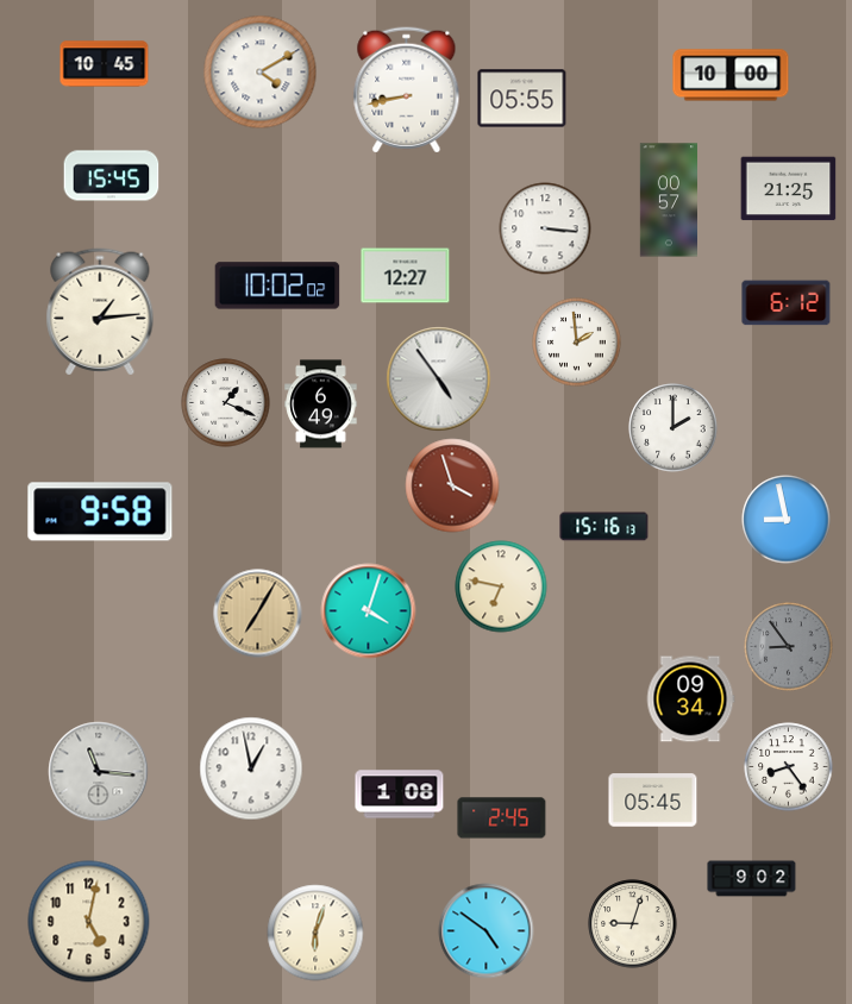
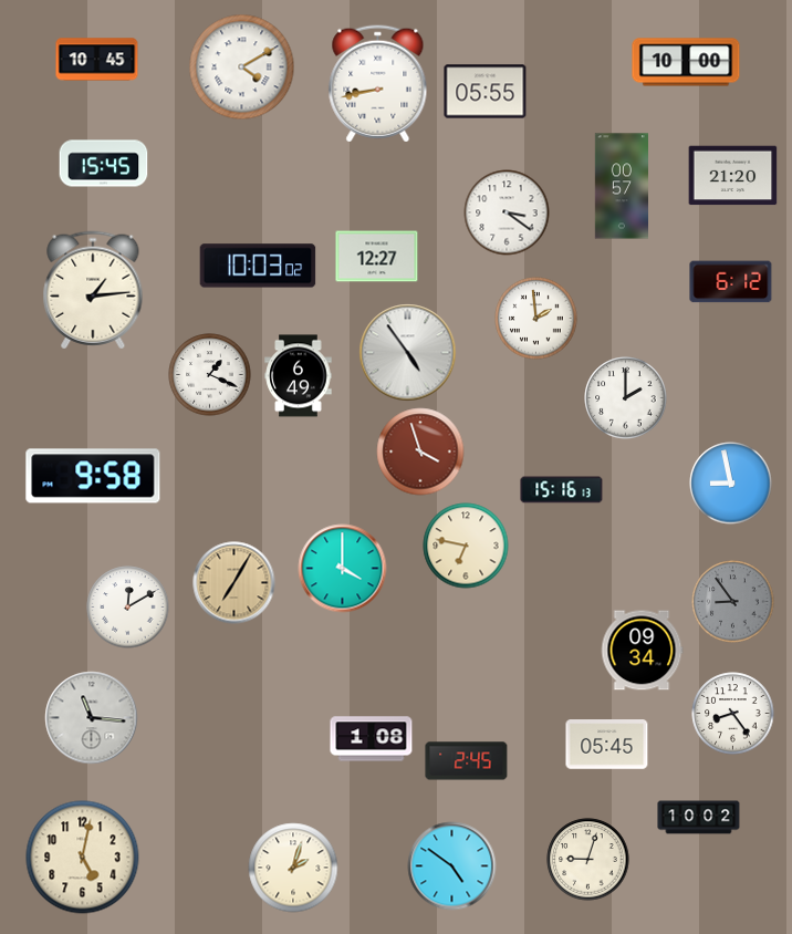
clock at (731, 75) position: (731, 75) -> (686, 62)
clock at (789, 189): 21:25 -> 21:20
clock at (545, 228): 3:16 -> 3:21
clock at (277, 285): 10:02 -> 10:03
clock at (369, 611): 4:03 -> 4:00
clock at (258, 614) position: (258, 614) -> (235, 583)
clock at (128, 608): none -> 12:10
clock at (251, 768): 12:58 -> none
clock at (752, 879): 9:02 -> 10:02
clock at (315, 933): 6:03 -> 2:03
